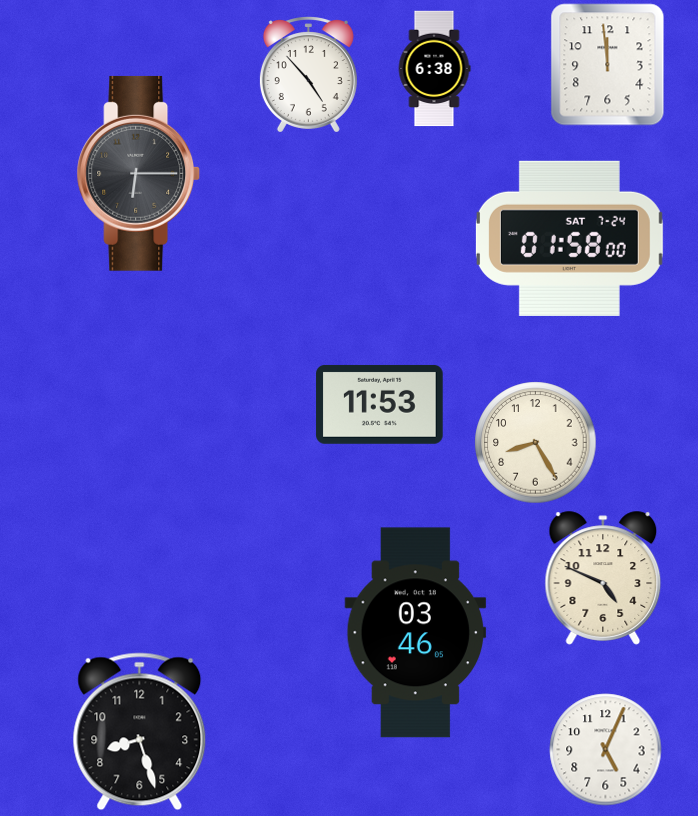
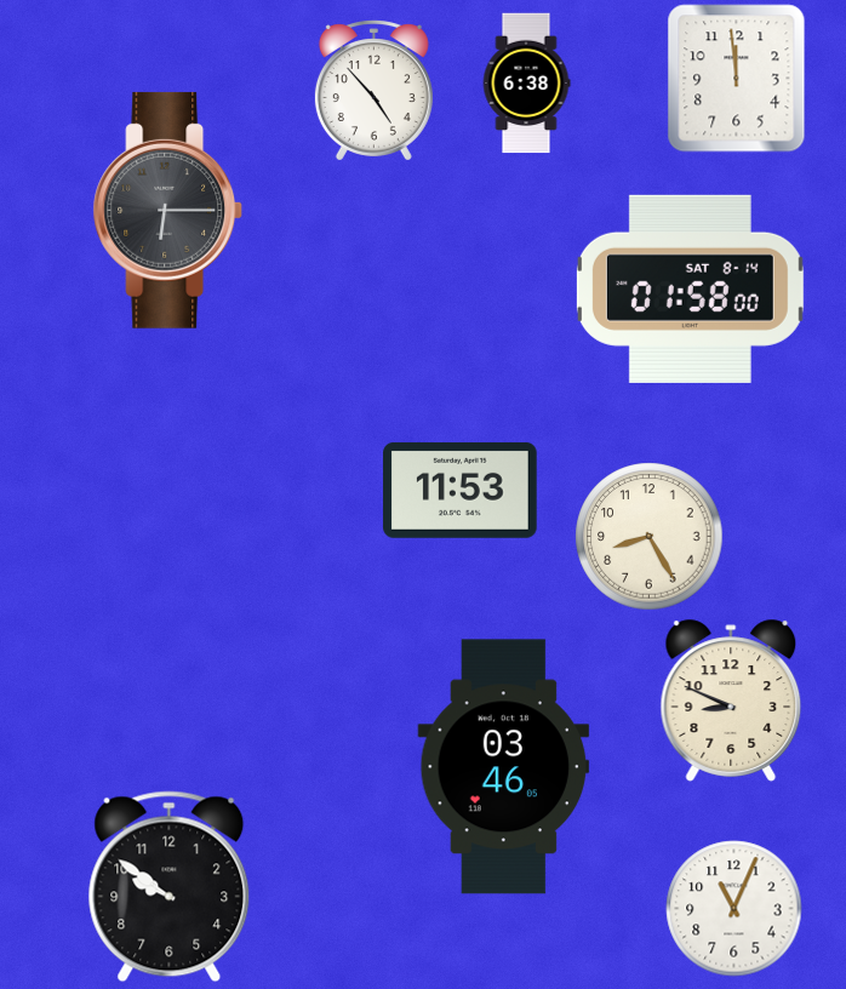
clock at (569, 238) date: SAT 7-24 -> SAT 8-14
clock at (603, 578): 4:49 -> 8:49
clock at (140, 732): 8:27 -> 9:51
clock at (606, 750): 5:04 -> 11:04
